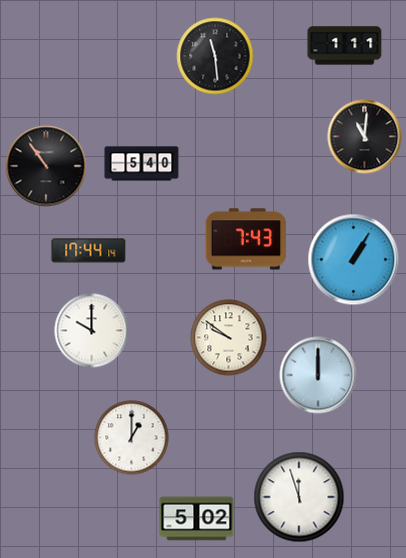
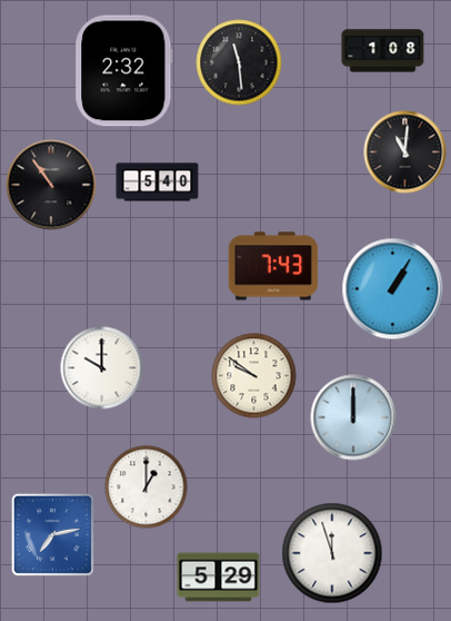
clock at (345, 46): 1:11 -> 1:08
clock at (124, 71): none -> 2:32
clock at (89, 251): 17:44 -> none
clock at (52, 534): none -> 7:13
clock at (197, 519): 5:02 -> 5:29
